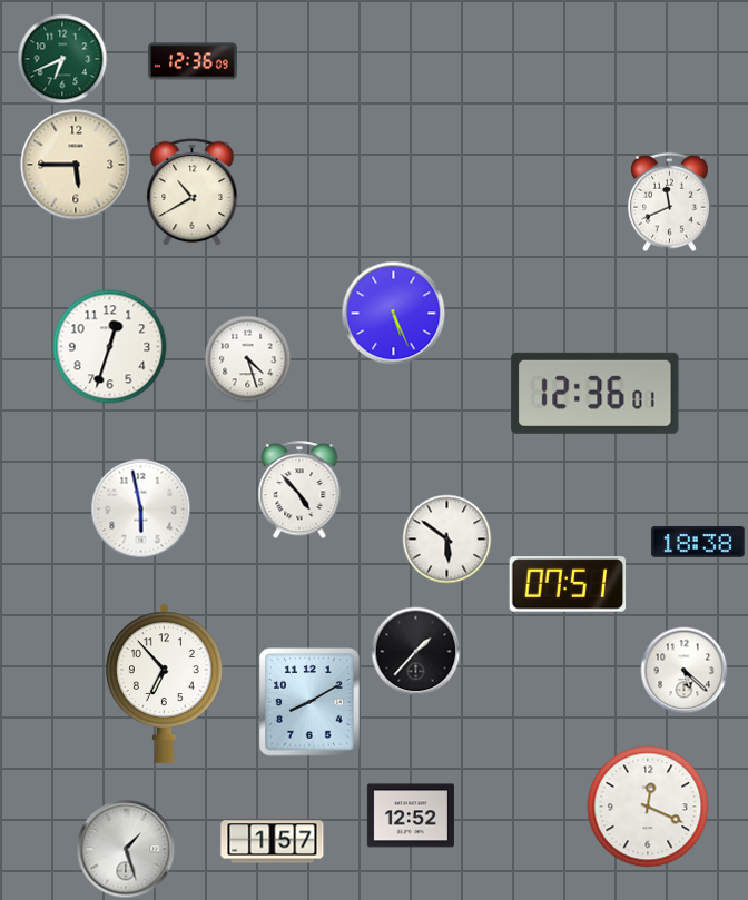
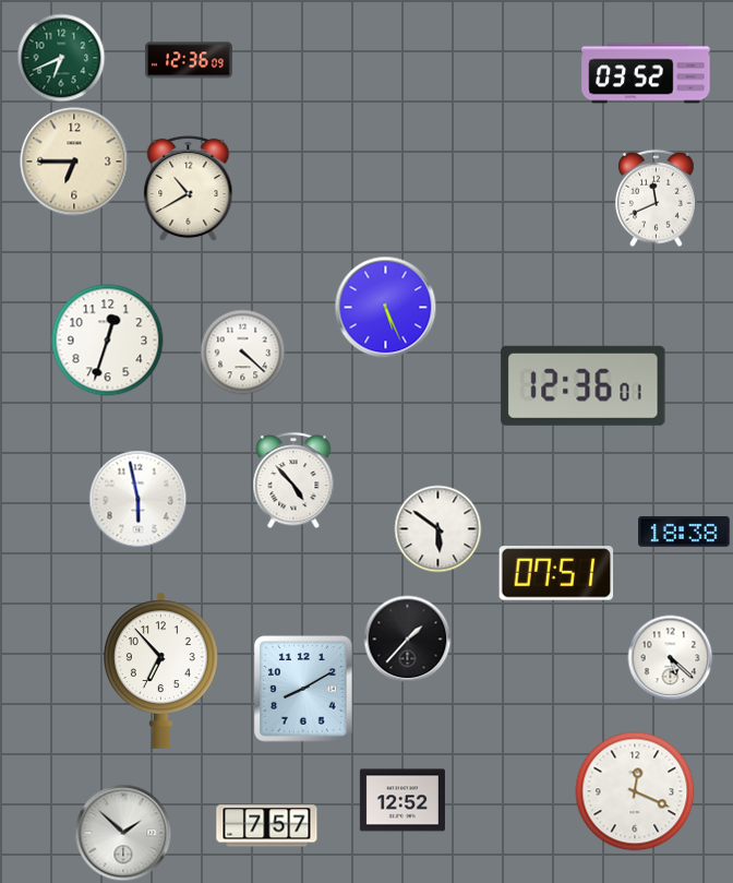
clock at (646, 73): none -> 03:52
clock at (76, 165): 5:45 -> 6:45
clock at (248, 359): 4:27 -> 4:22
clock at (273, 842): 1:57 -> 7:57
clock at (126, 849): 1:27 -> 1:52
